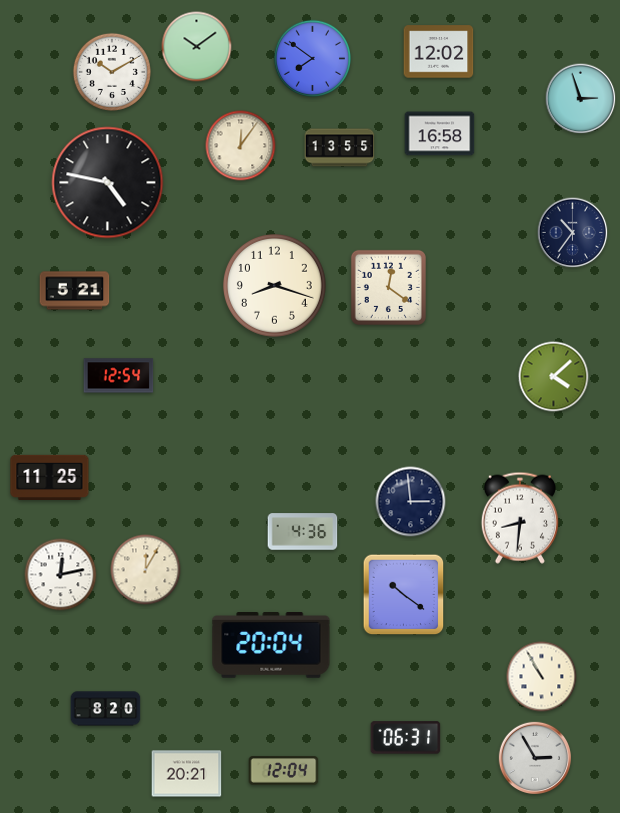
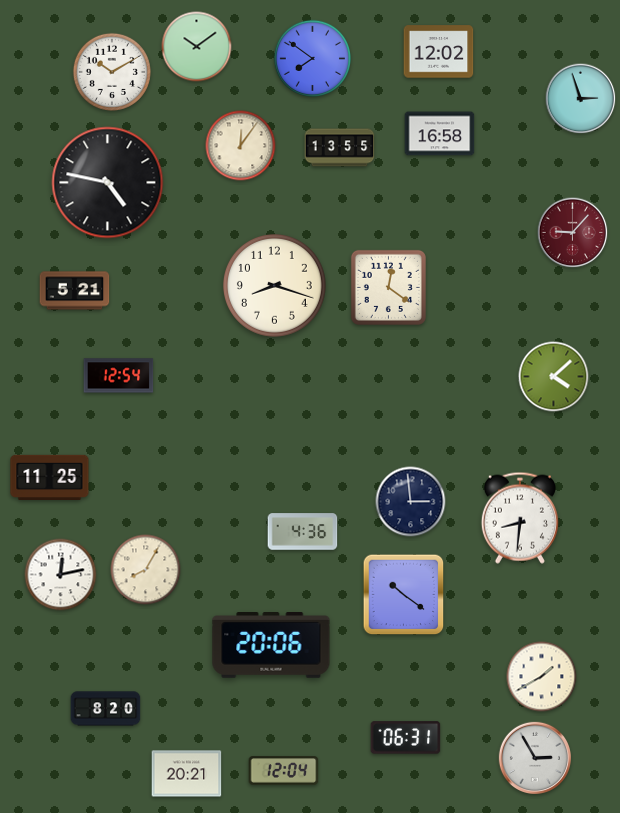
clock at (573, 233): 10:36 -> 9:07
clock at (573, 233) dial: navy -> burgundy
clock at (146, 570): 12:05 -> 8:05
clock at (271, 646): 20:04 -> 20:06
clock at (542, 677): 10:55 -> 1:40
